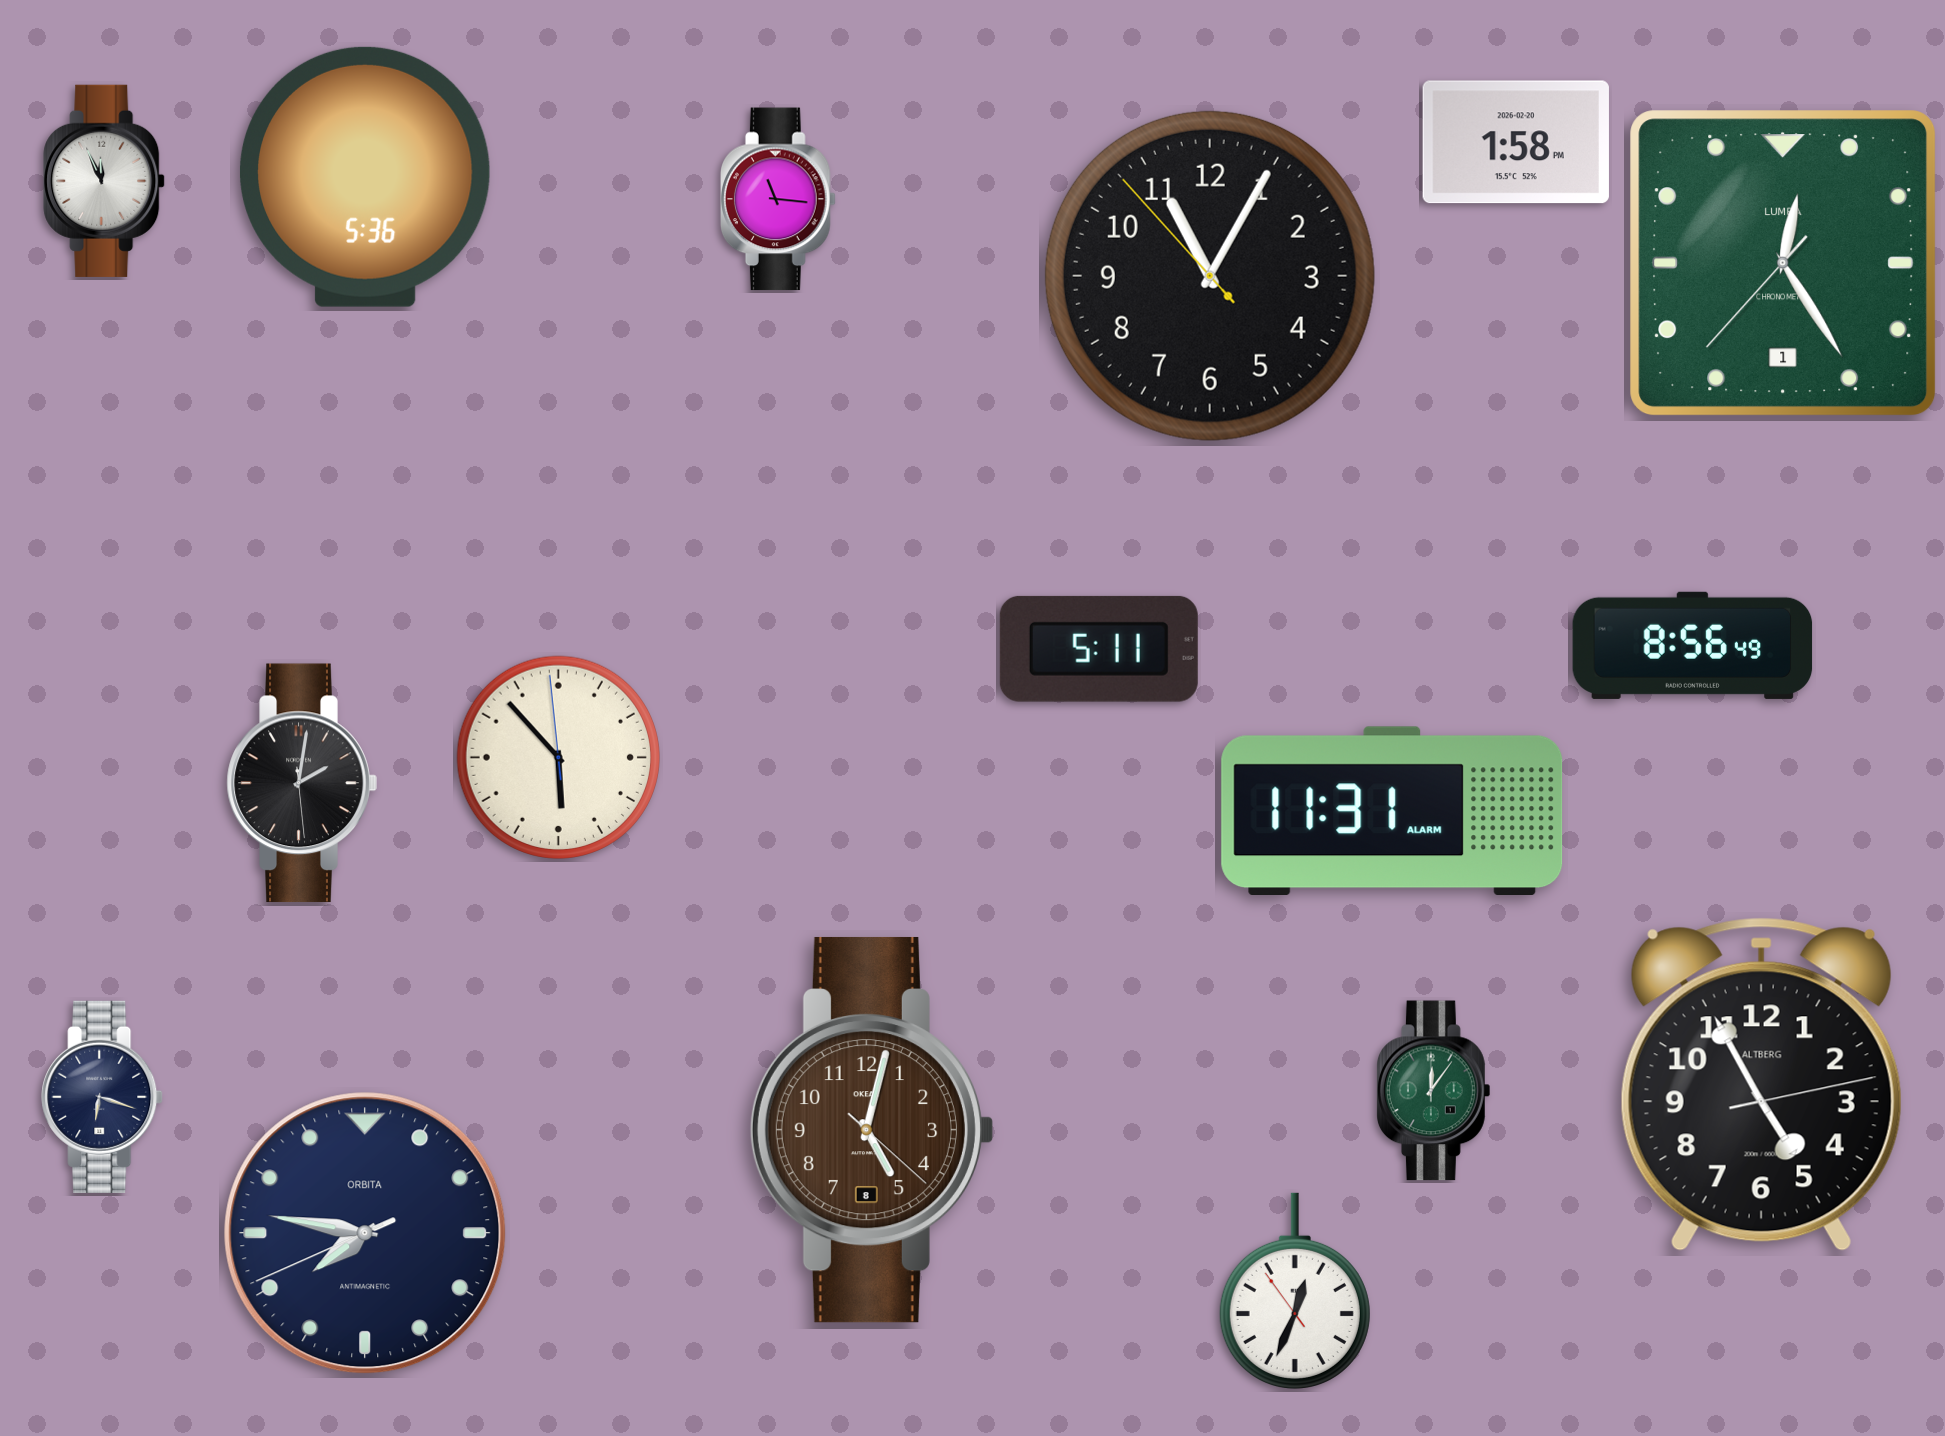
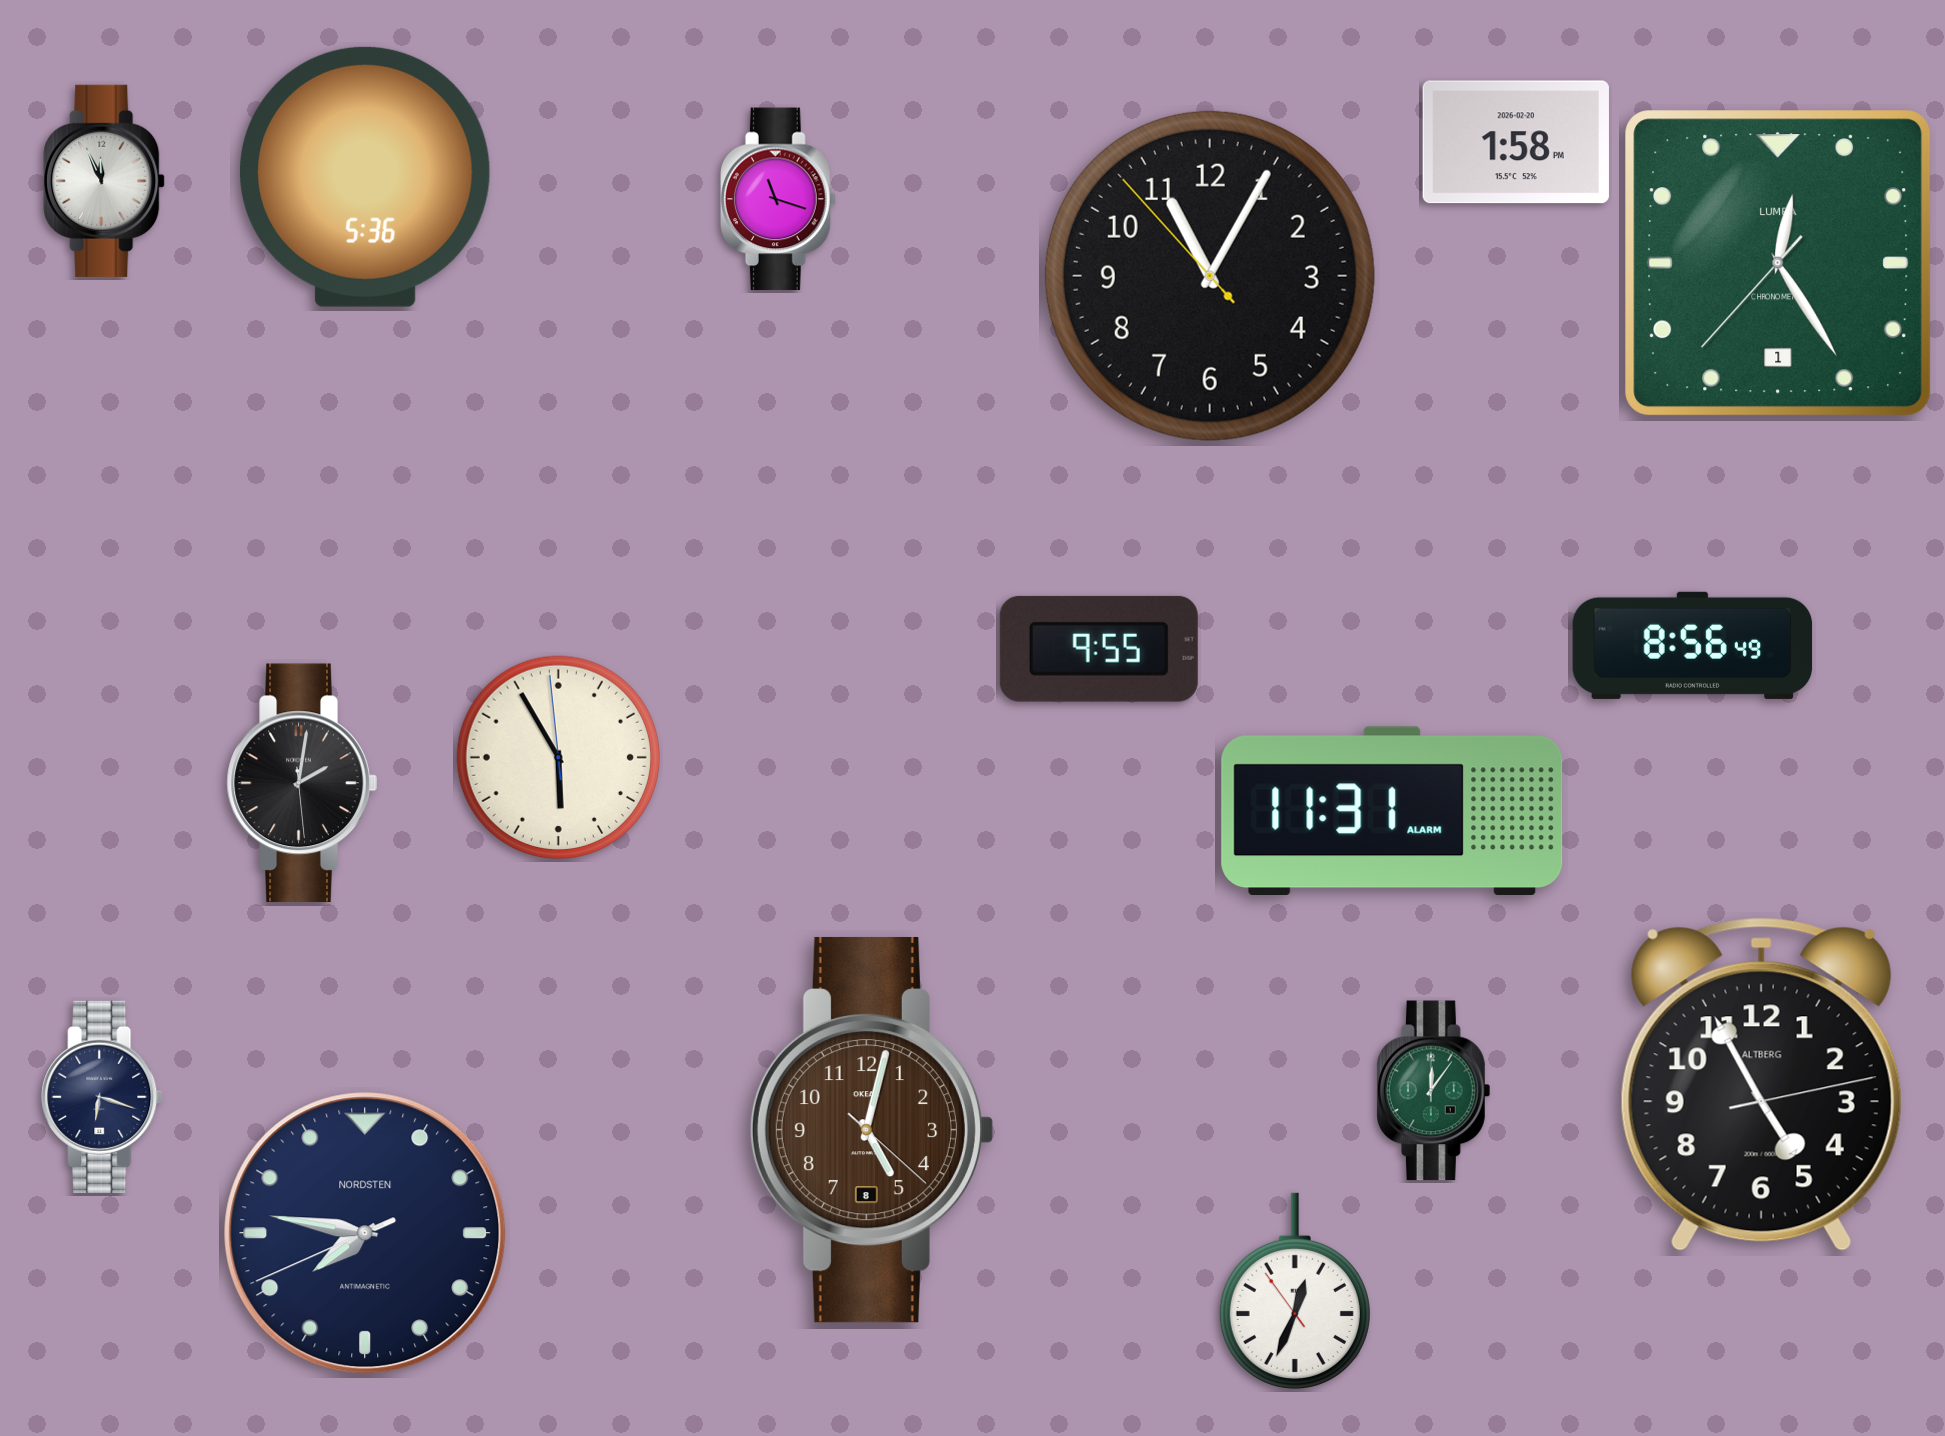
clock at (778, 199): 11:16 -> 11:18
clock at (1783, 263) position: (1783, 263) -> (1778, 263)
clock at (1099, 649): 5:11 -> 9:55
clock at (558, 757): 5:52 -> 5:54
clock at (365, 1233) brand: ORBITA -> NORDSTEN
